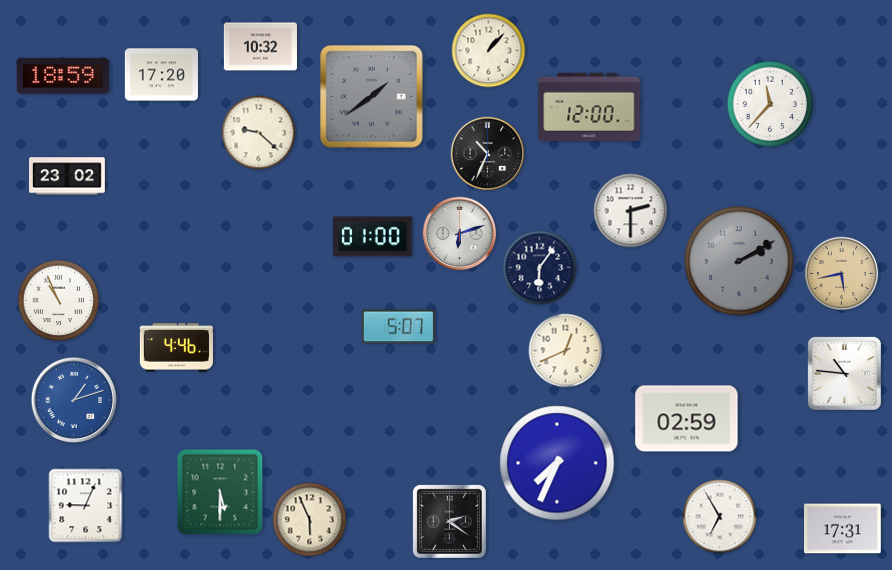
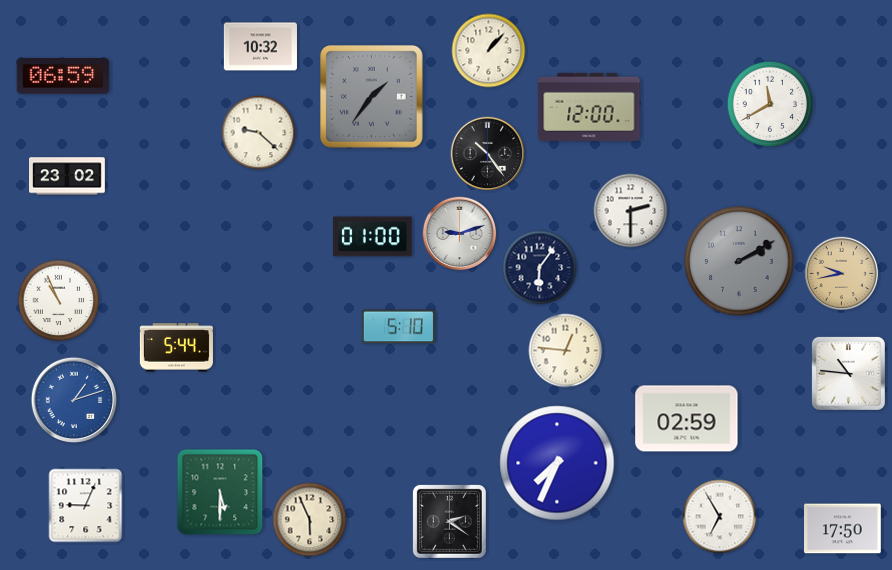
clock at (161, 75): 17:20 -> none
clock at (63, 77): 18:59 -> 06:59
clock at (372, 97): 1:39 -> 1:36
clock at (770, 104): 11:37 -> 11:40
clock at (488, 154): 10:34 -> 10:24
clock at (460, 234): 6:12 -> 9:12
clock at (842, 274): 5:43 -> 9:43
clock at (398, 327): 5:07 -> 5:10
clock at (176, 348): 4:46 -> 5:44
clock at (566, 351): 12:41 -> 12:46
clock at (844, 373) position: (844, 373) -> (848, 373)
clock at (843, 529): 17:31 -> 17:50
